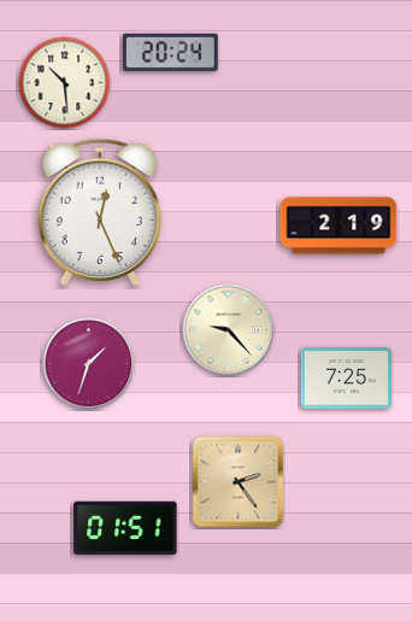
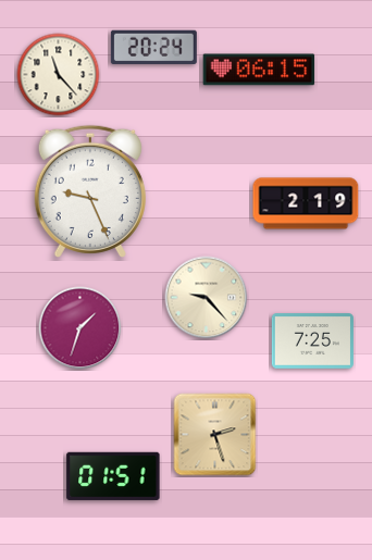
clock at (259, 70): none -> 06:15
clock at (65, 83): 10:29 -> 11:23
clock at (100, 212): 12:26 -> 9:26
clock at (239, 482): 2:24 -> 2:27
